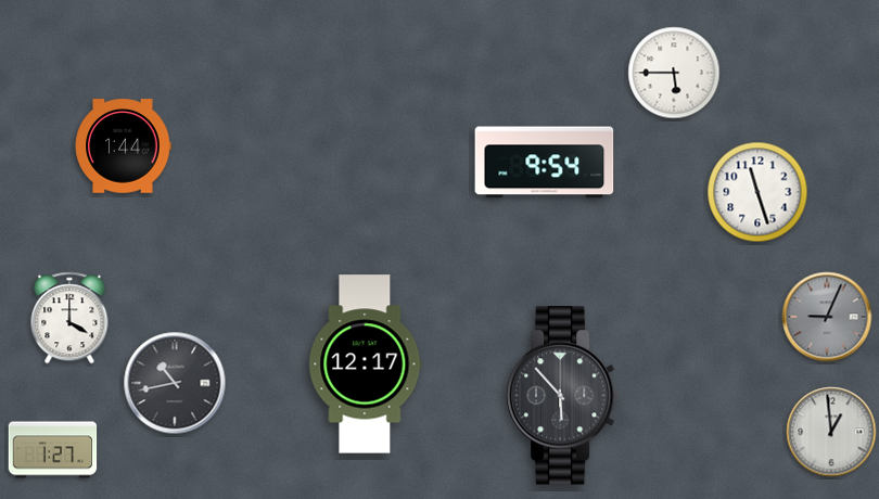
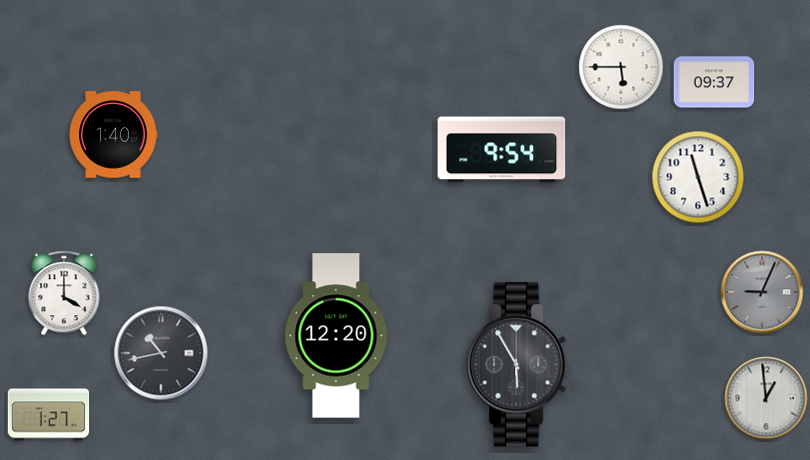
clock at (714, 82): none -> 09:37
clock at (123, 146): 1:44 -> 1:40
clock at (366, 364): 12:17 -> 12:20
clock at (562, 396): 5:53 -> 5:55
